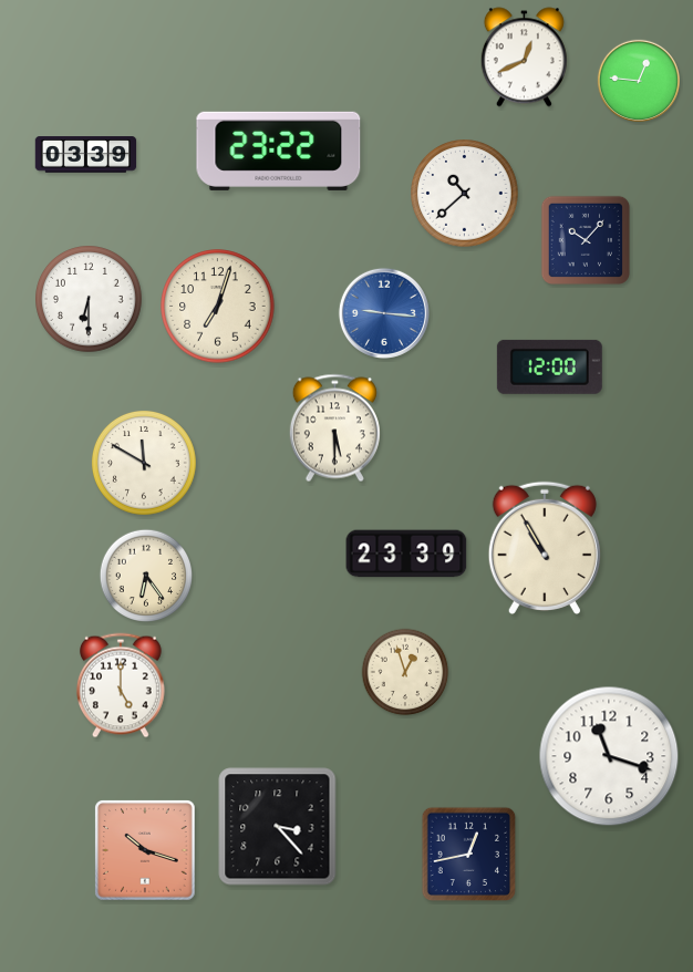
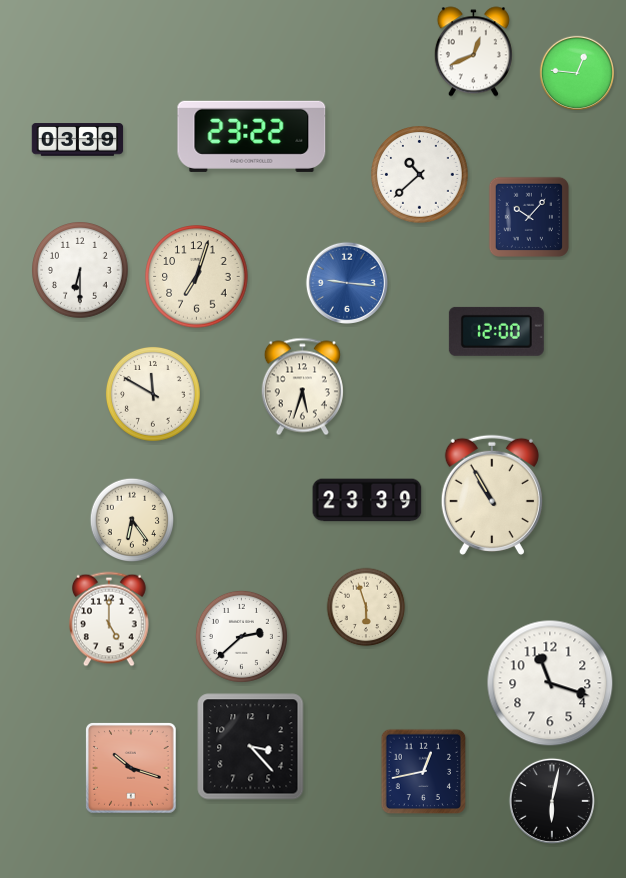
clock at (334, 428): 5:30 -> 5:33
clock at (144, 463) position: (144, 463) -> (153, 394)
clock at (405, 672): 12:57 -> 5:57
clock at (241, 636): none -> 2:38
clock at (552, 801): none -> 6:02
